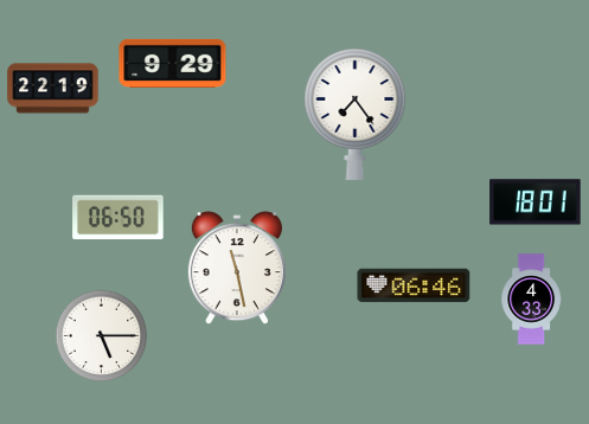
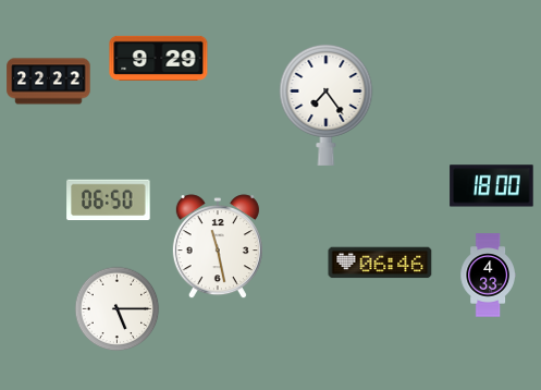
clock at (53, 89): 22:19 -> 22:22
clock at (536, 203): 18:01 -> 18:00
clock at (101, 335) position: (101, 335) -> (116, 308)
